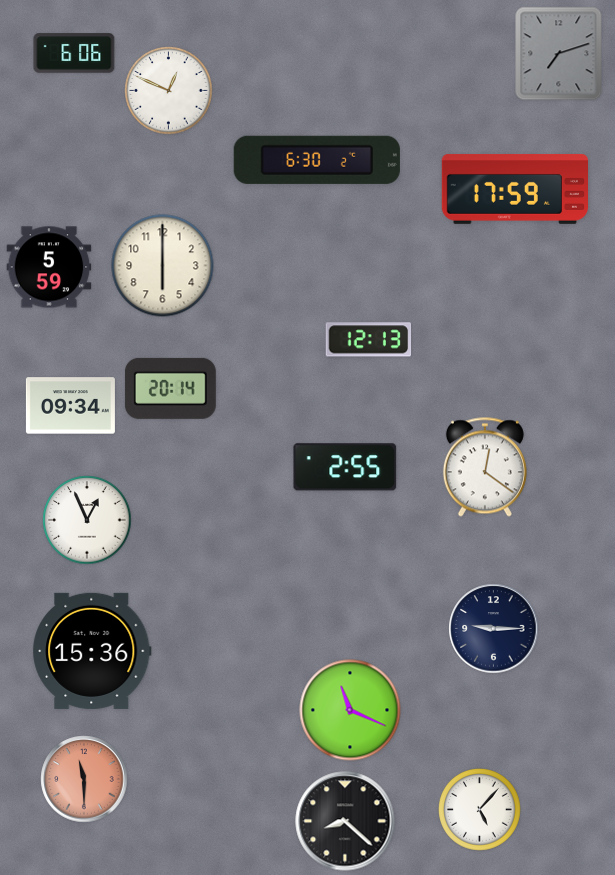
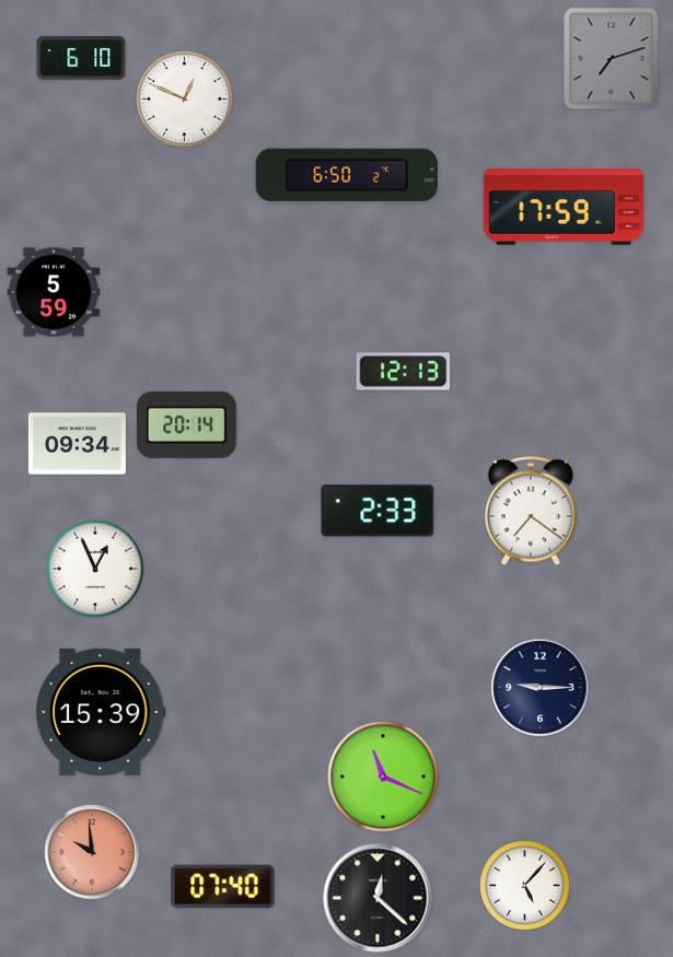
clock at (74, 53): 6:06 -> 6:10
clock at (317, 160): 6:30 -> 6:50
clock at (163, 266): 6:00 -> none
clock at (345, 467): 2:55 -> 2:33
clock at (485, 467): 12:21 -> 7:21
clock at (92, 651): 15:36 -> 15:39
clock at (84, 779): 11:30 -> 9:59
clock at (223, 887): none -> 07:40
clock at (345, 821): 8:22 -> 12:22
